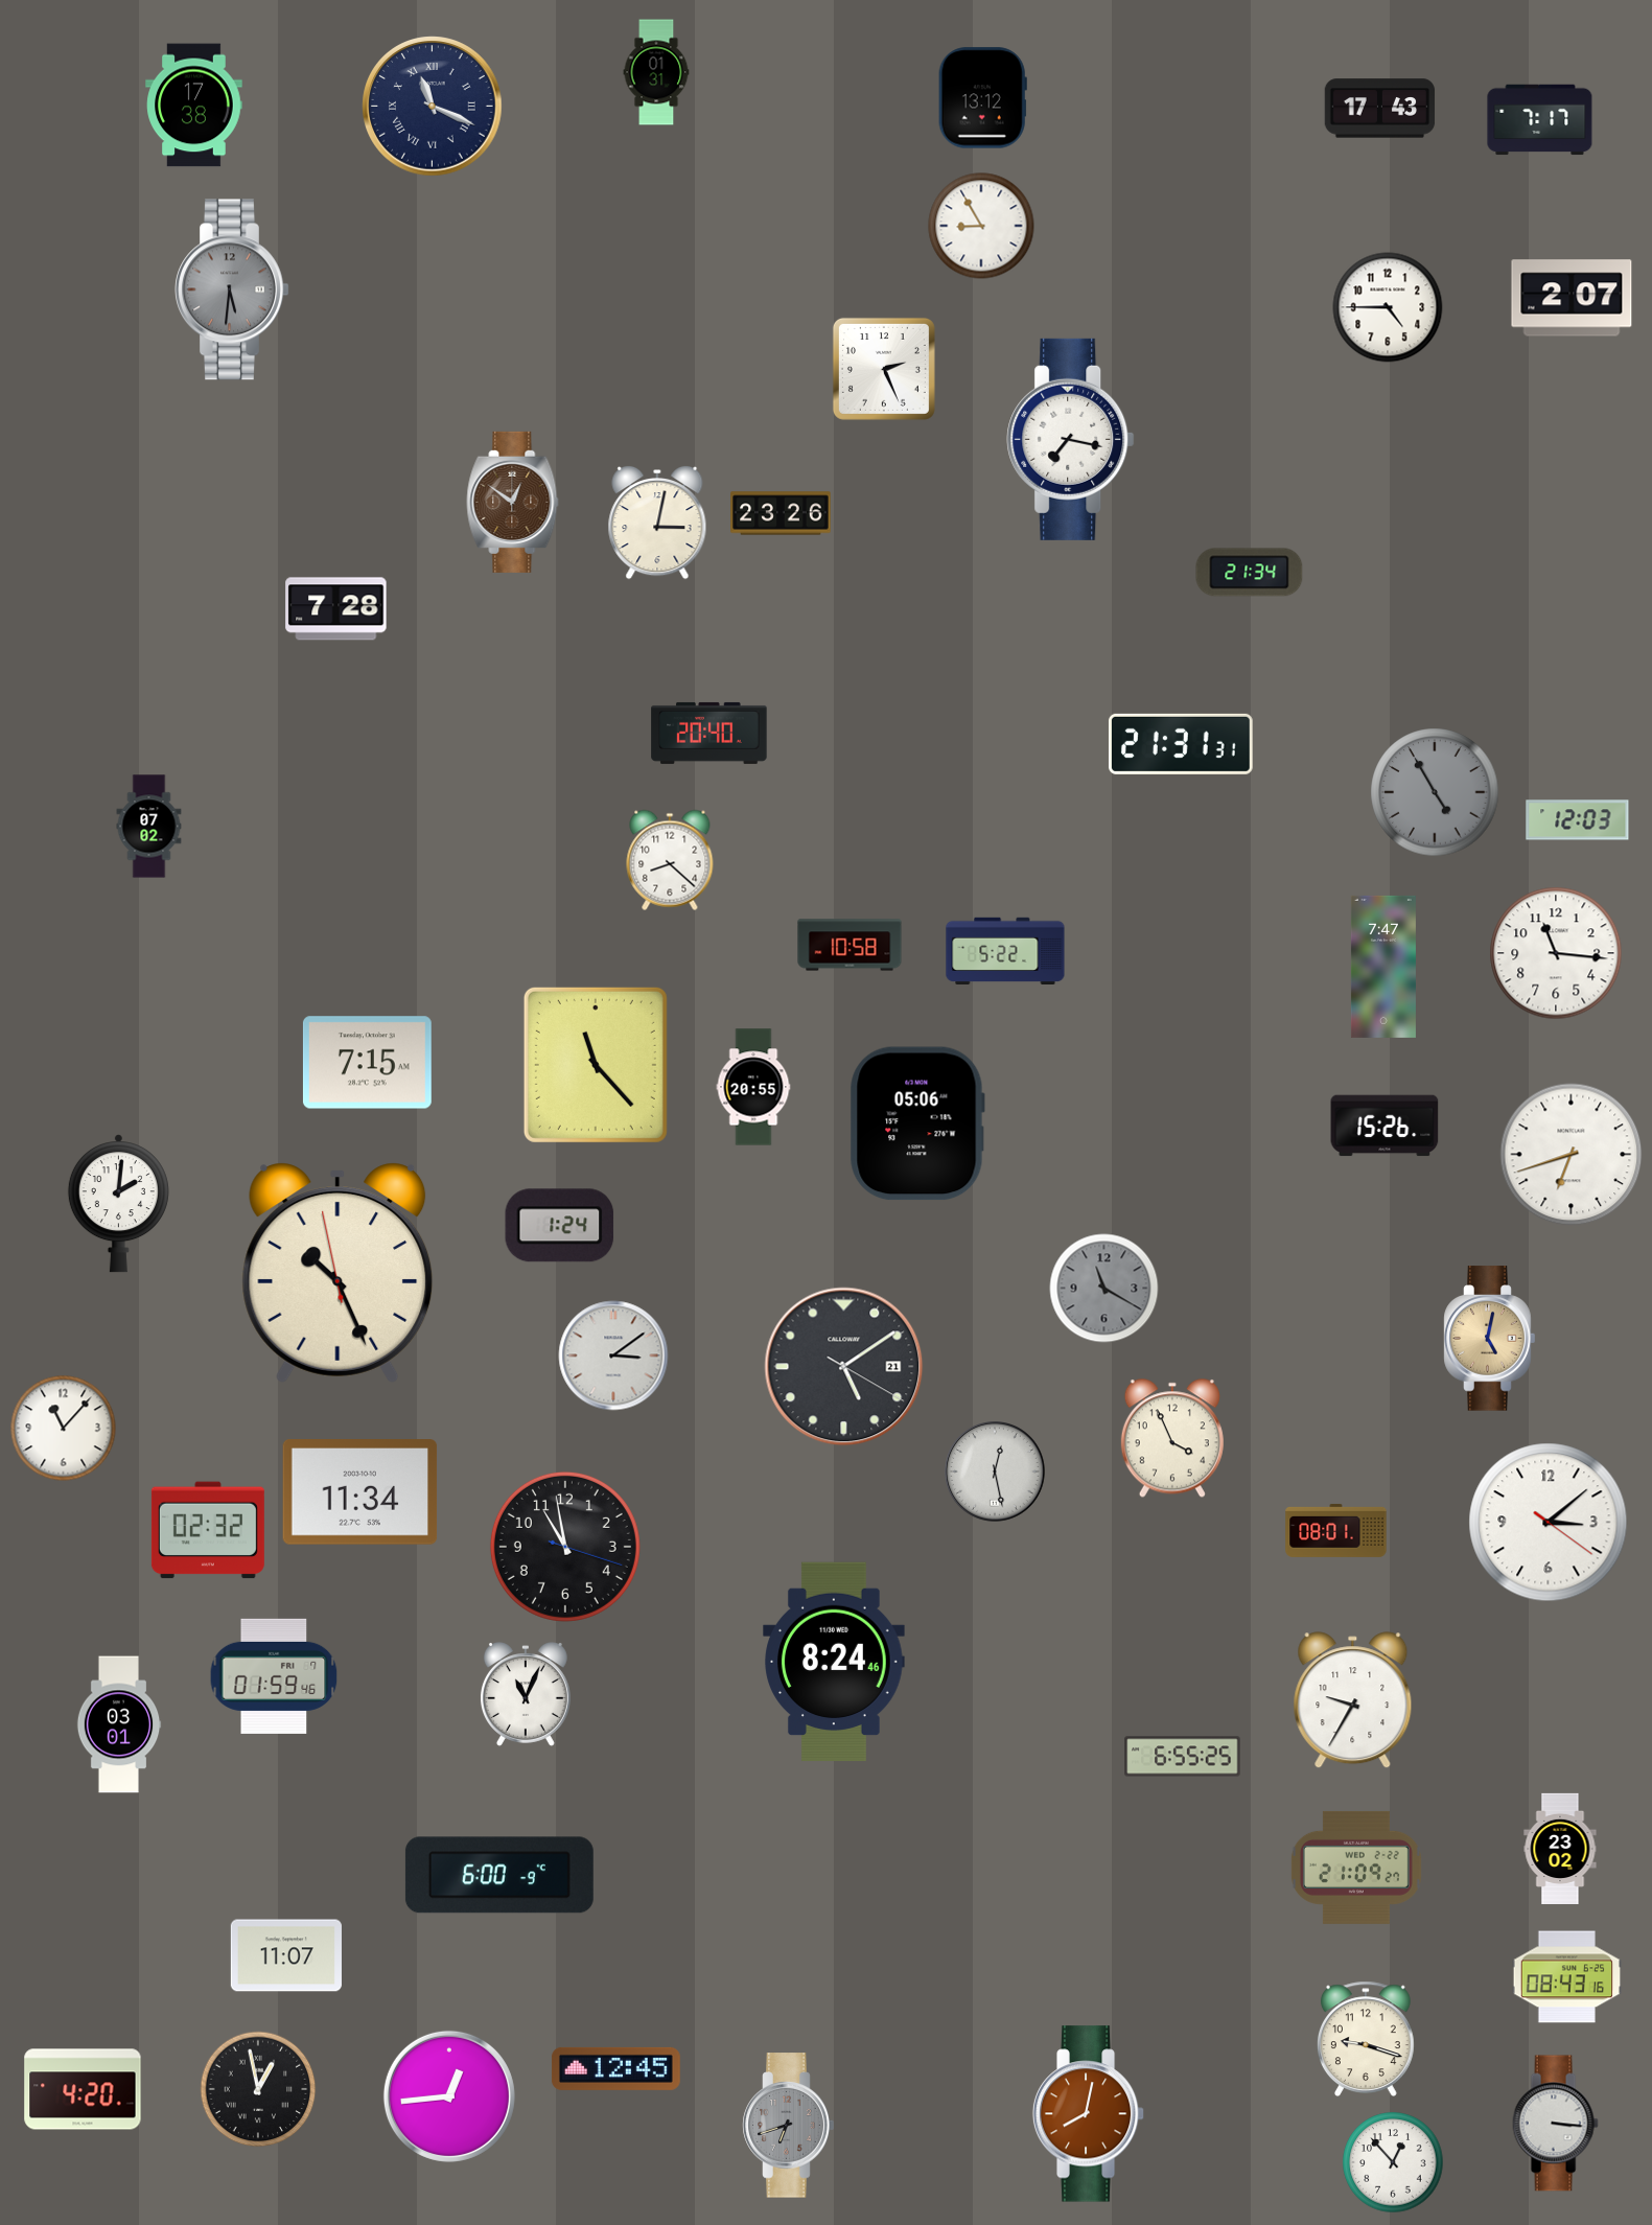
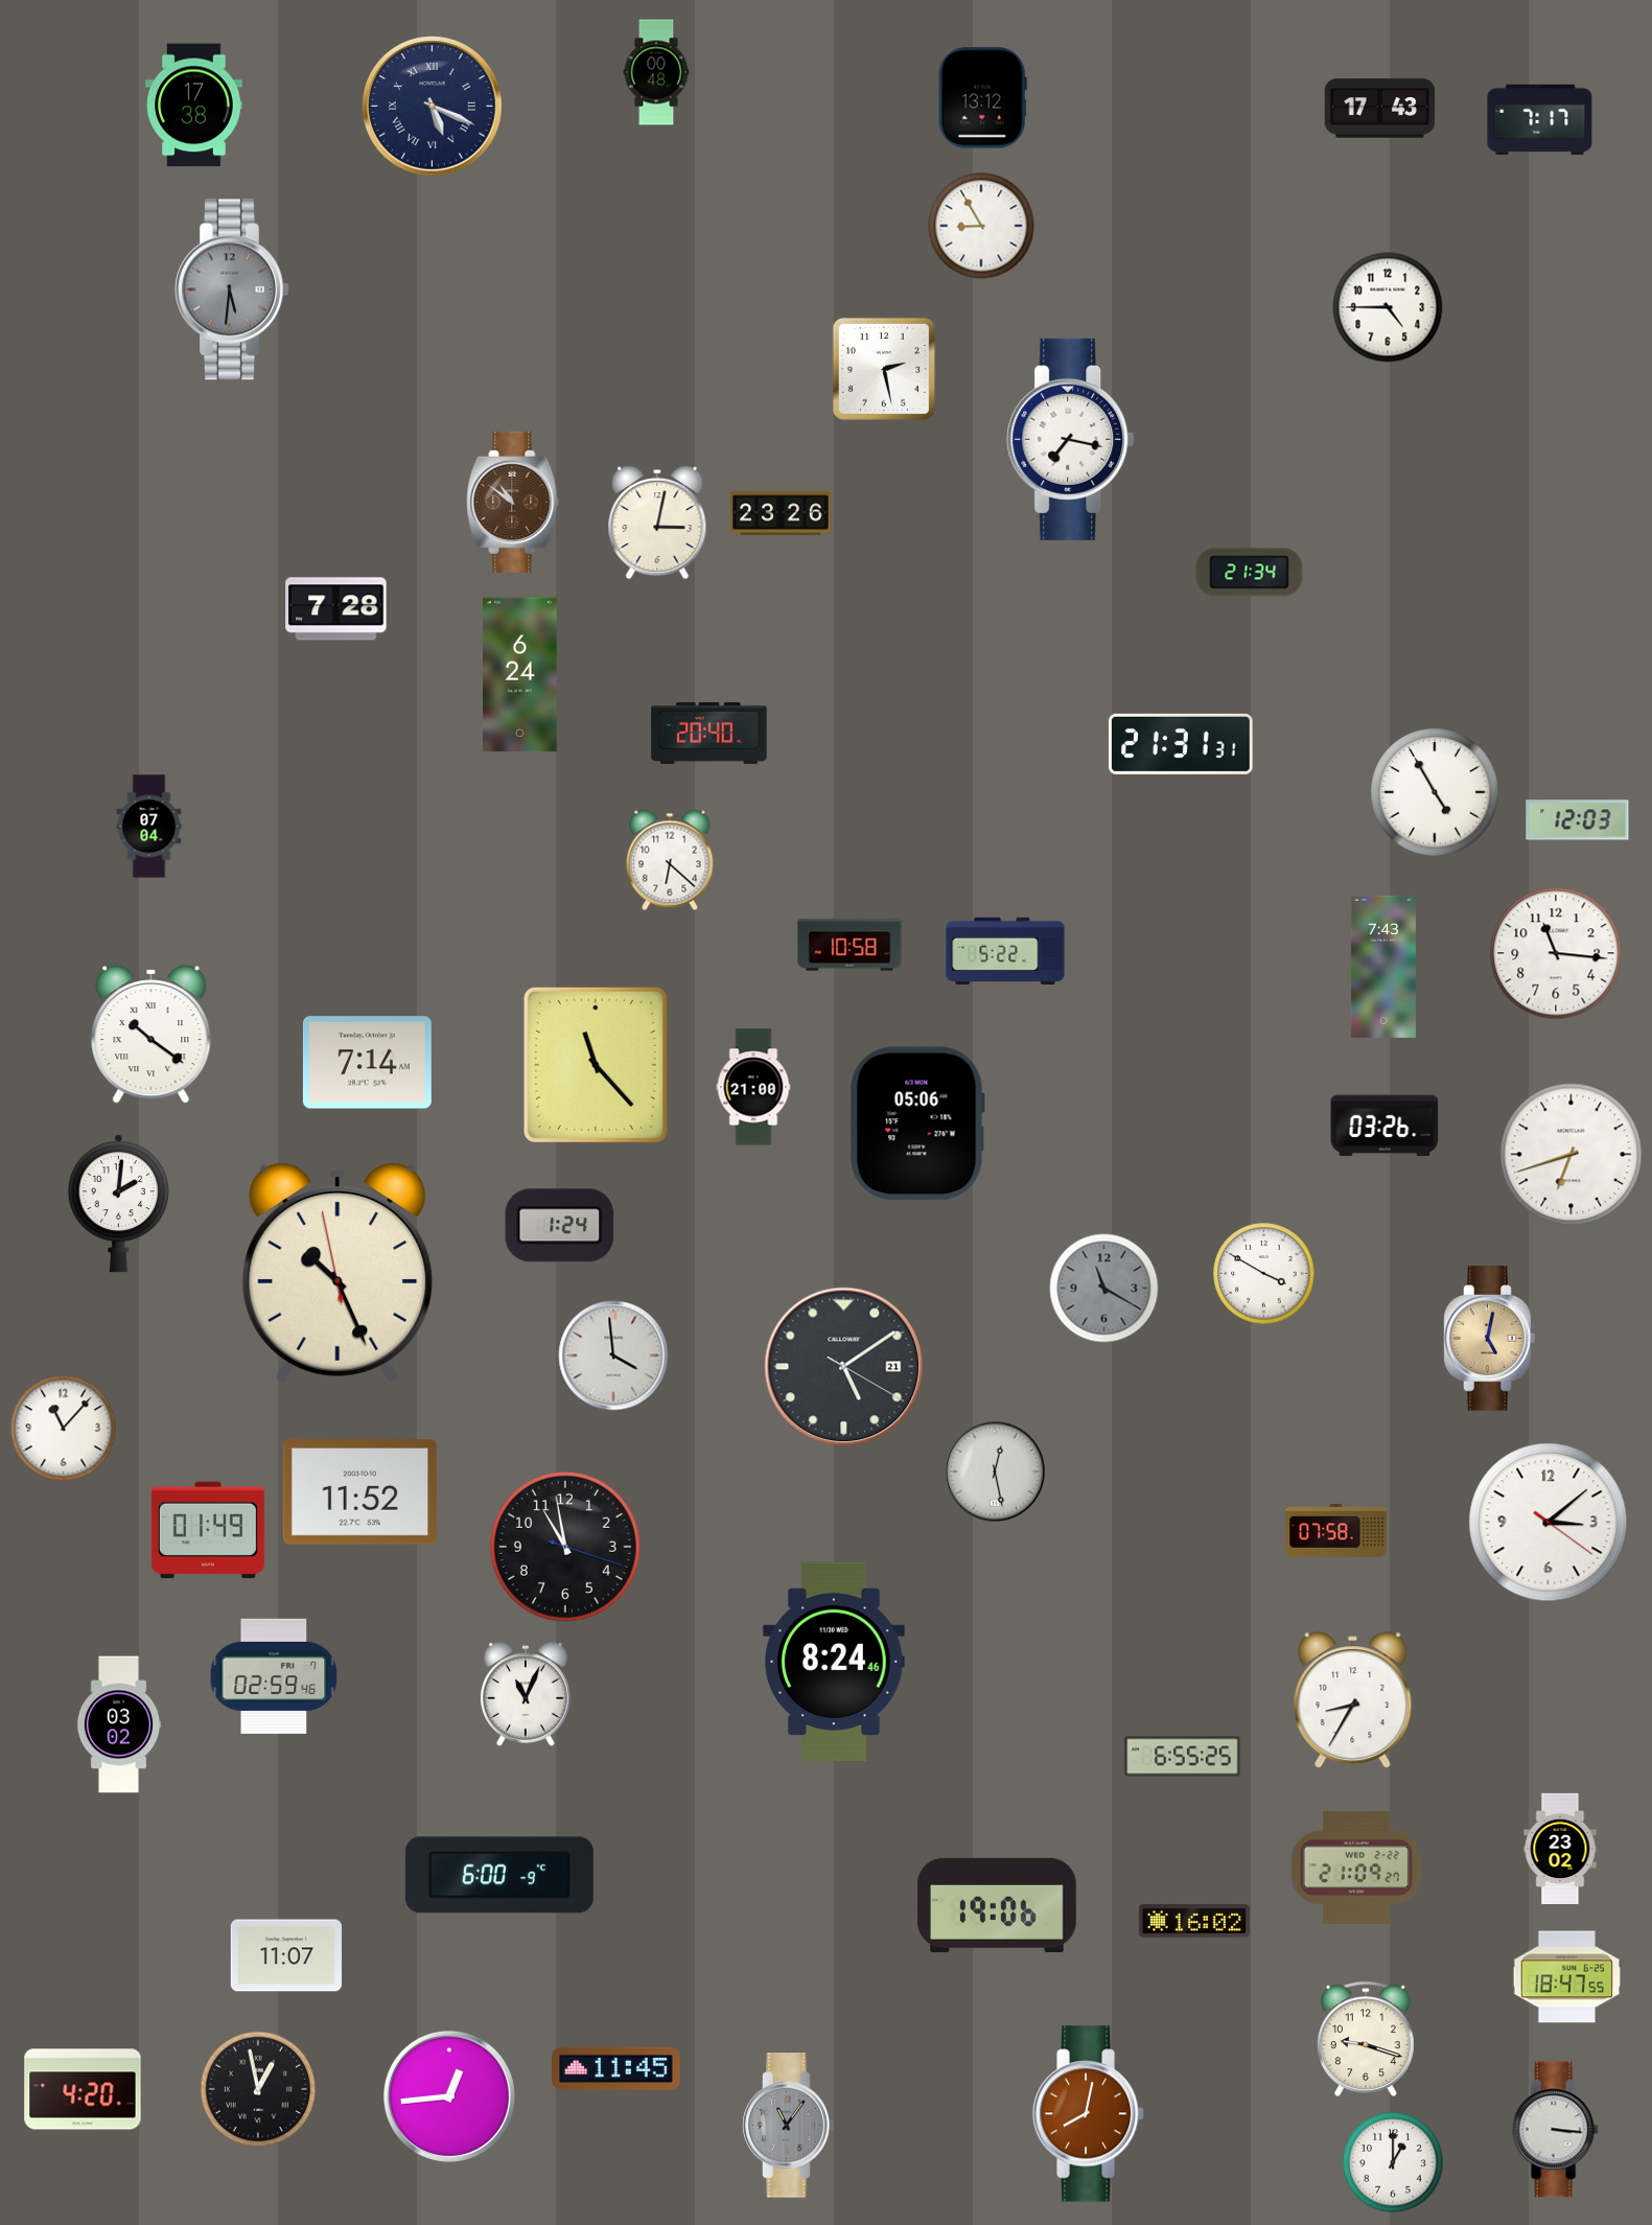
clock at (656, 72): 01:31 -> 00:48
clock at (433, 107): 11:19 -> 5:19
clock at (1572, 298): 2:07 -> none
clock at (884, 369): 2:26 -> 2:28
clock at (513, 502): 12:51 -> 10:51
clock at (520, 675): none -> 6:24
clock at (1435, 792) dial: grey -> white
clock at (149, 827): 07:02 -> 07:04
clock at (670, 860): 8:22 -> 6:22
clock at (1383, 967): 7:47 -> 7:43
clock at (152, 1035): none -> 10:21
clock at (367, 1063): 7:15 -> 7:14
clock at (753, 1087): 20:55 -> 21:00
clock at (1385, 1126): 15:26 -> 03:26
clock at (1264, 1274): none -> 3:50
clock at (613, 1355): 3:09 -> 3:59
clock at (1172, 1438): 3:56 -> none
clock at (360, 1492): 11:34 -> 11:52
clock at (208, 1530): 02:32 -> 01:49
clock at (1336, 1530): 08:01 -> 07:58
clock at (274, 1676): 01:59 -> 02:59
clock at (1353, 1700): 9:35 -> 8:35
clock at (119, 1724): 03:01 -> 03:02
clock at (997, 1905): none -> 19:06
clock at (1194, 1921): none -> 16:02
clock at (1567, 1977): 08:43 -> 18:47
clock at (615, 2068): 12:45 -> 11:45
clock at (1555, 2124) position: (1555, 2124) -> (1555, 2130)
clock at (789, 2126): 6:42 -> 11:06
clock at (1393, 2162): 12:53 -> 1:00
